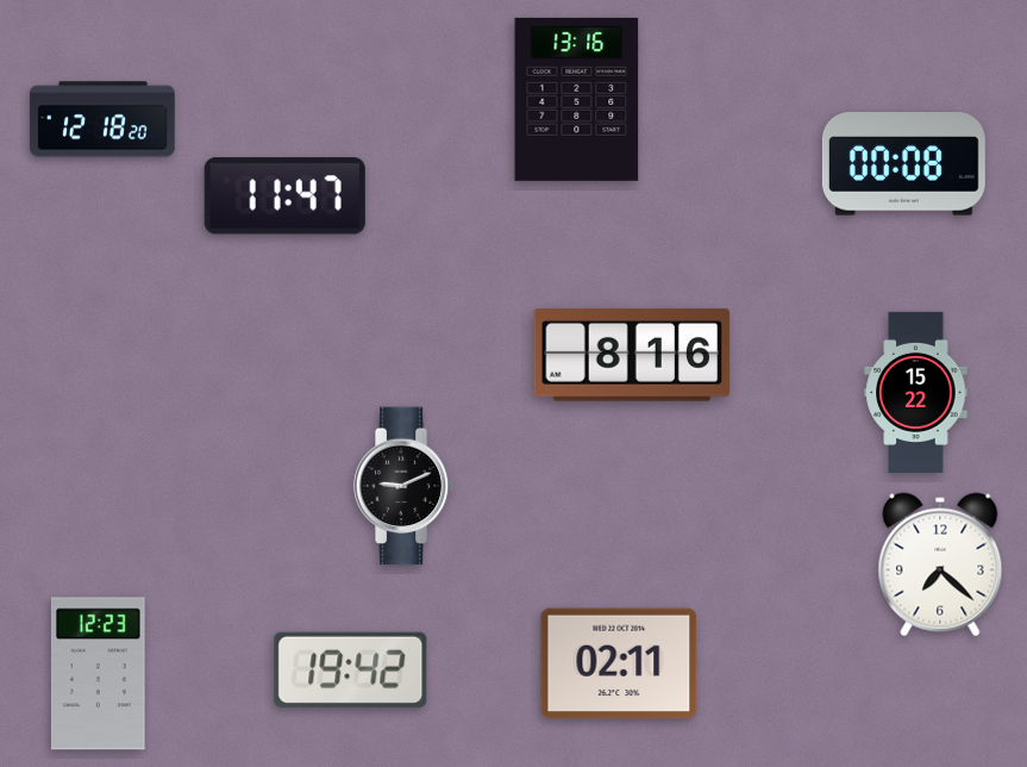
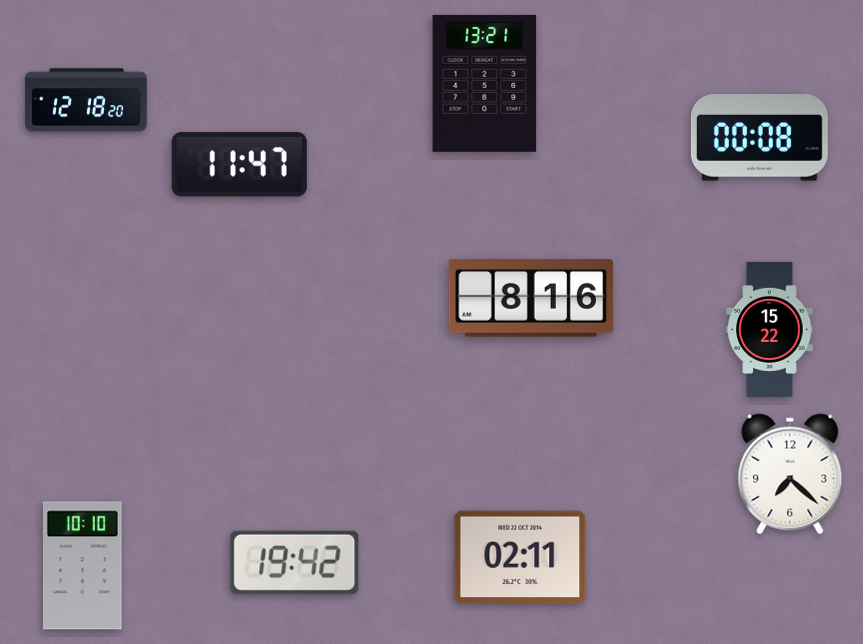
clock at (577, 99): 13:16 -> 13:21
clock at (403, 486): 9:11 -> none
clock at (99, 674): 12:23 -> 10:10
